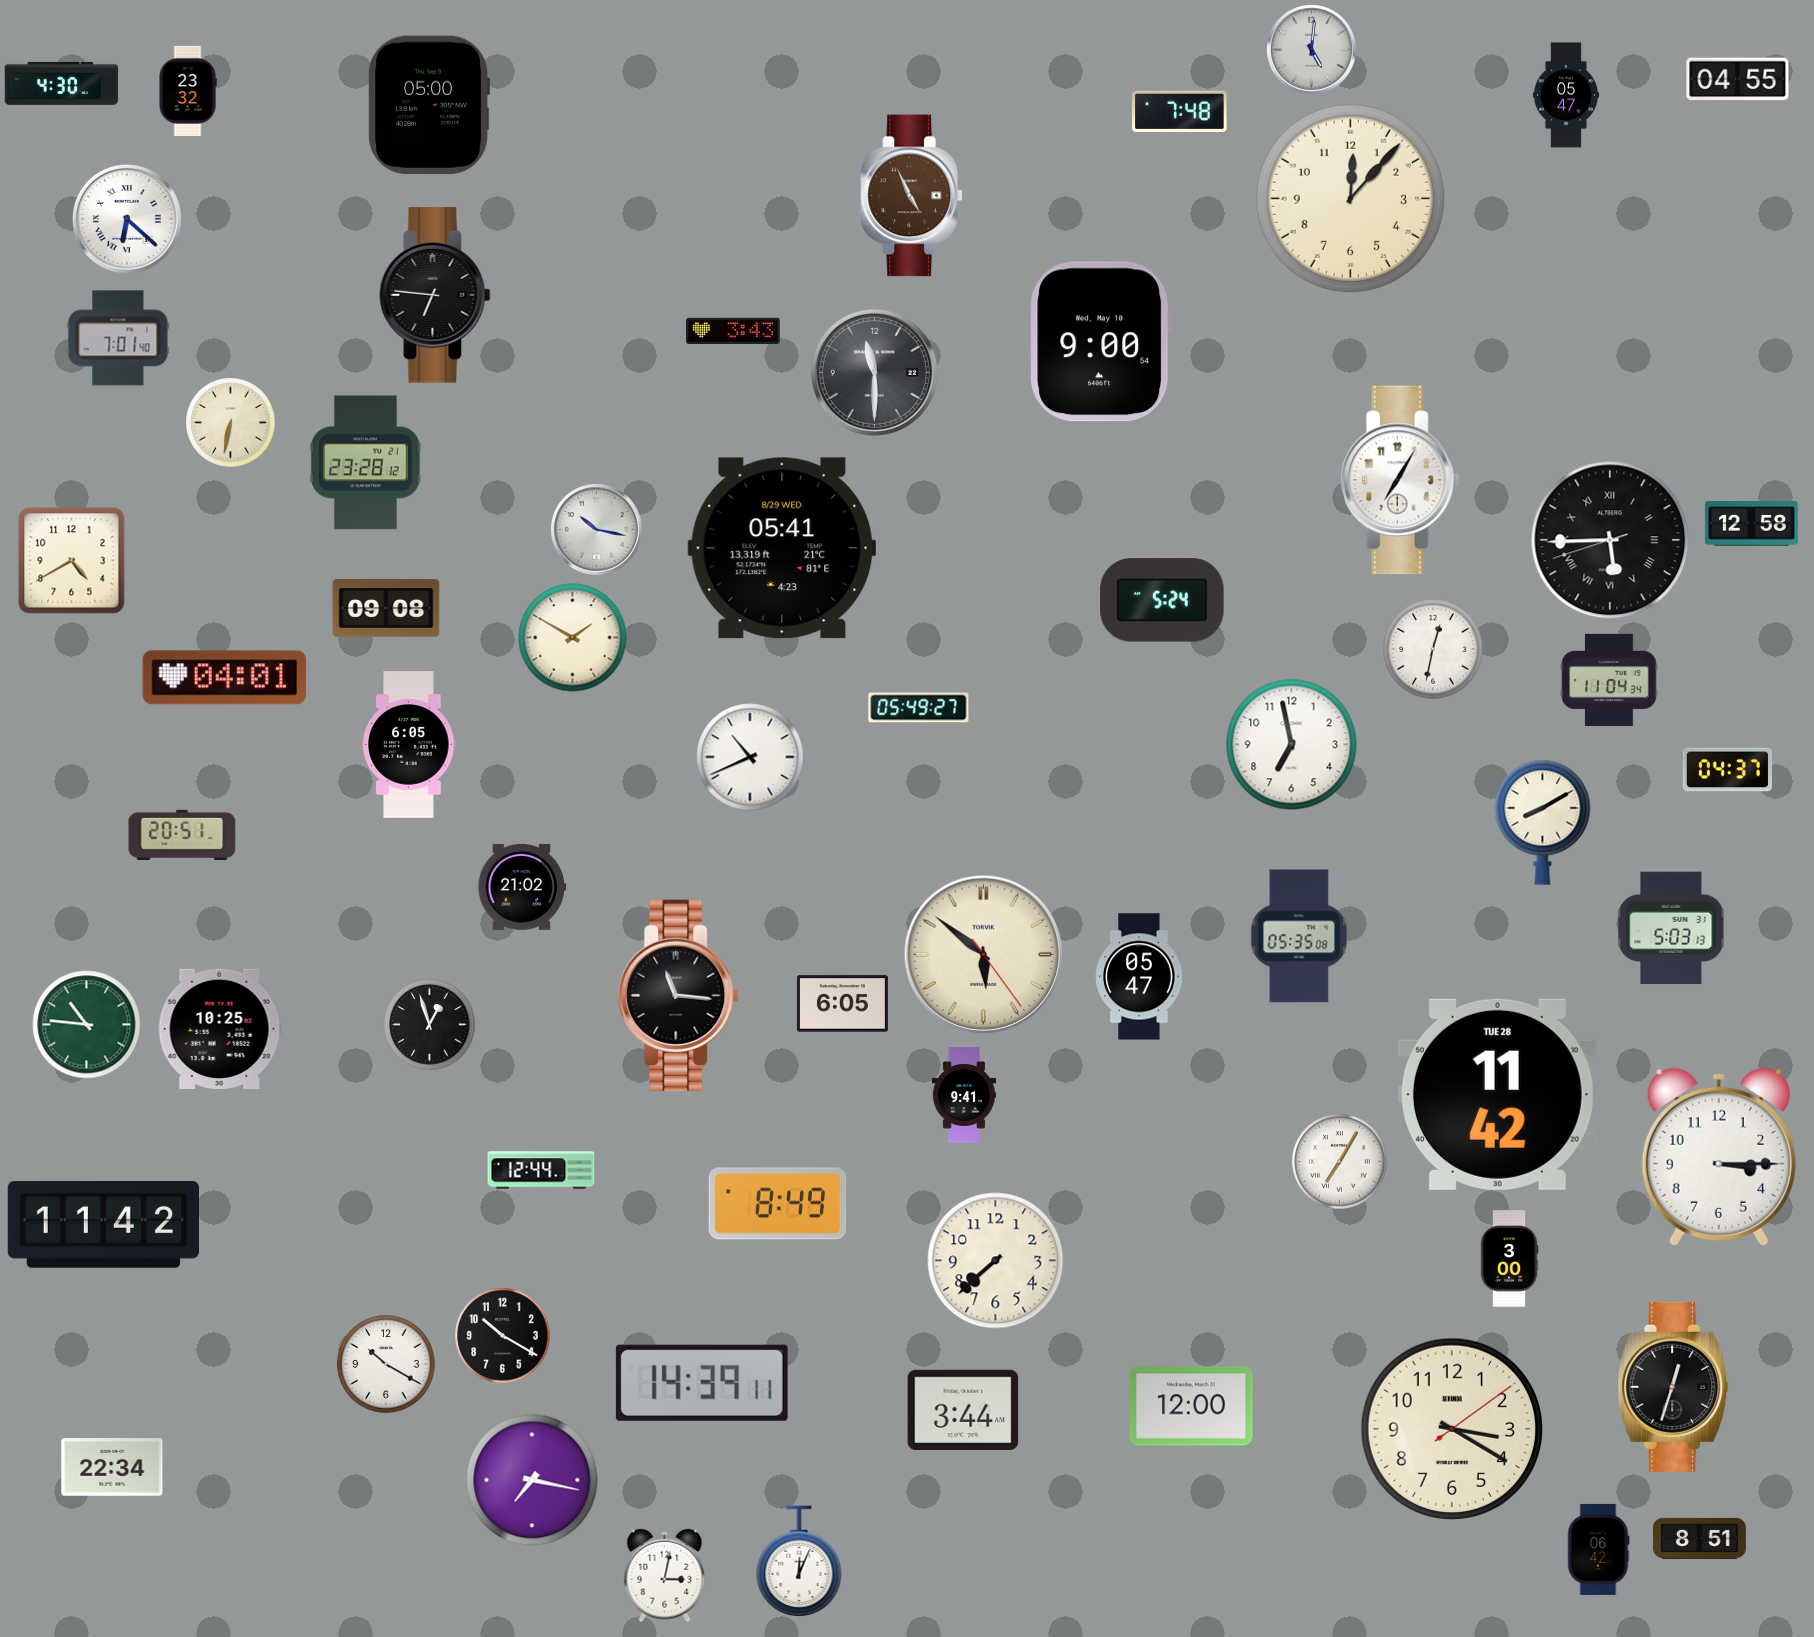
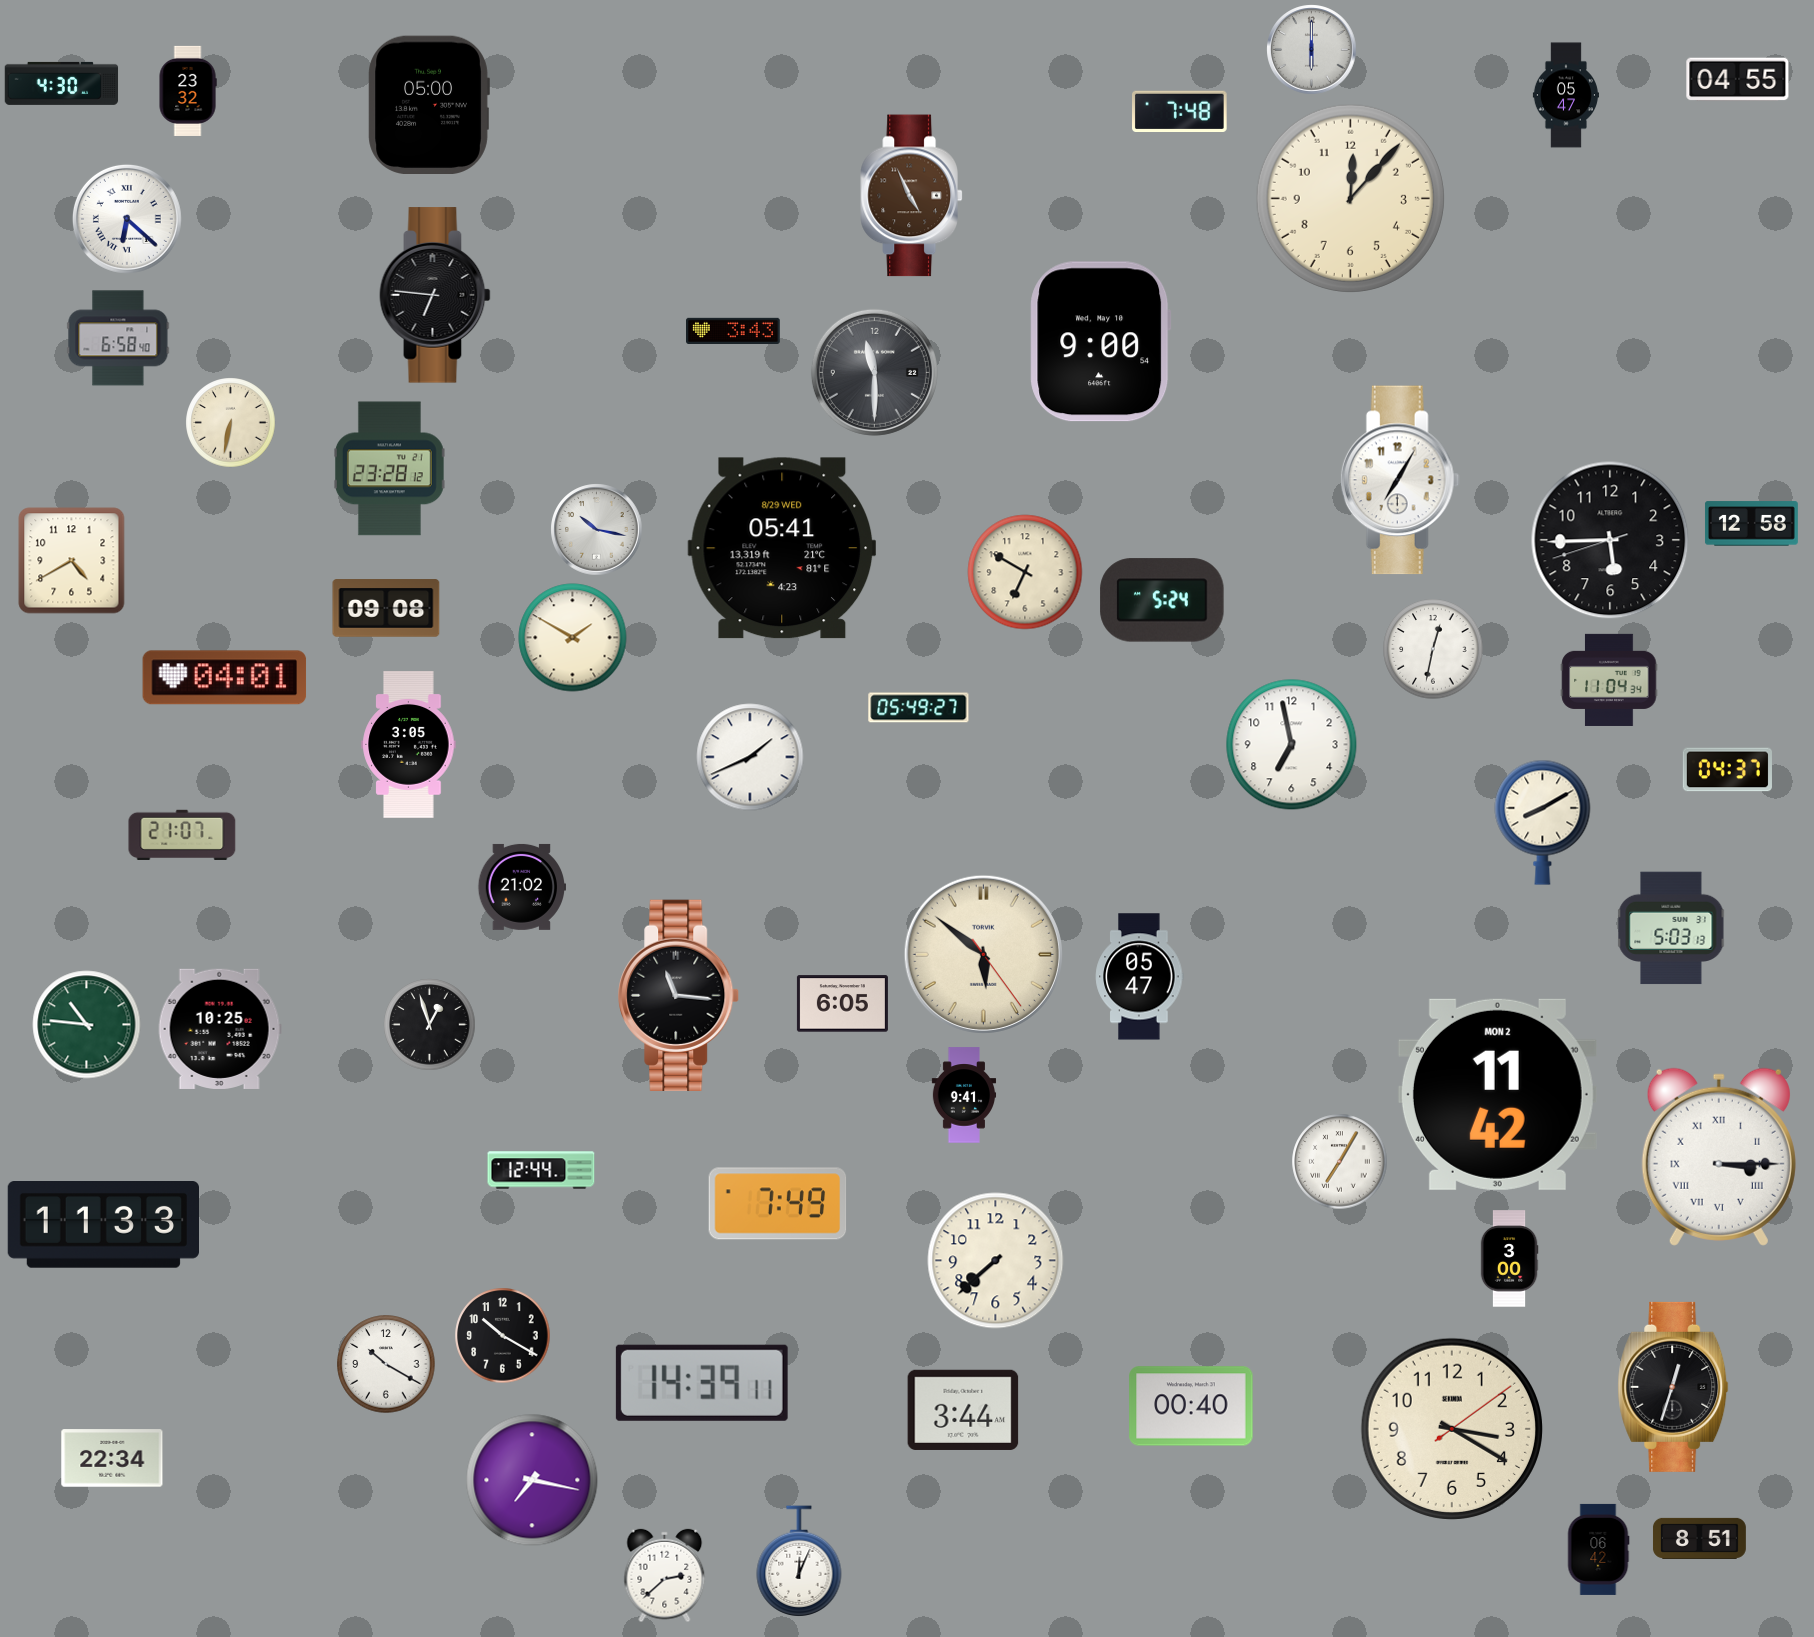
clock at (1312, 50): 5:01 -> 6:00
clock at (118, 338): 7:01 -> 6:58
clock at (365, 463) position: (365, 463) -> (389, 469)
clock at (1610, 540) numerals: Roman -> Arabic
clock at (1025, 572): none -> 6:50
clock at (409, 745): 6:05 -> 3:05
clock at (750, 757): 10:41 -> 1:41
clock at (182, 834): 20:51 -> 21:07
clock at (1299, 936): 05:35 -> none
clock at (1497, 1094) date: TUE 28 -> MON 2
clock at (1719, 1157) numerals: Arabic -> Roman
clock at (778, 1204): 8:49 -> 7:49
clock at (103, 1225): 11:42 -> 11:33
clock at (1191, 1406): 12:00 -> 00:40
clock at (112, 1467) position: (112, 1467) -> (112, 1458)
clock at (665, 1576): 3:02 -> 2:38
